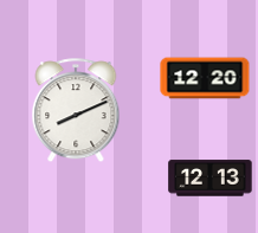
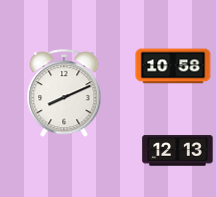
clock at (205, 78): 12:20 -> 10:58
